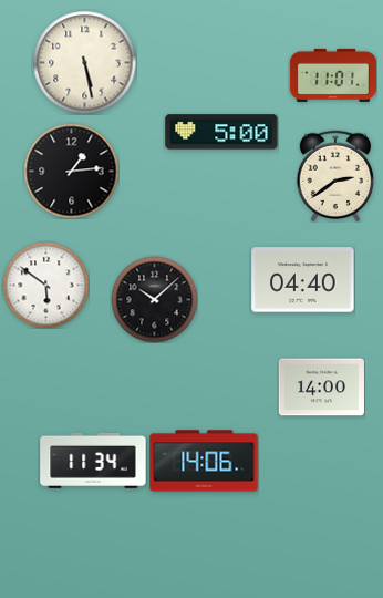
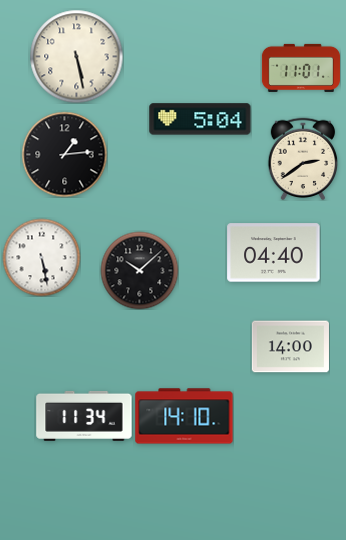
clock at (221, 132): 5:00 -> 5:04
clock at (45, 285): 5:51 -> 5:28
clock at (321, 388) position: (321, 388) -> (290, 347)
clock at (204, 461): 14:06 -> 14:10
